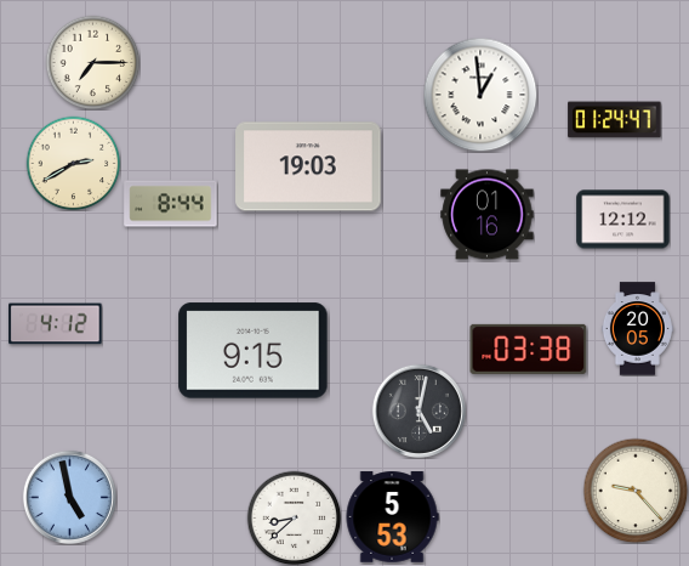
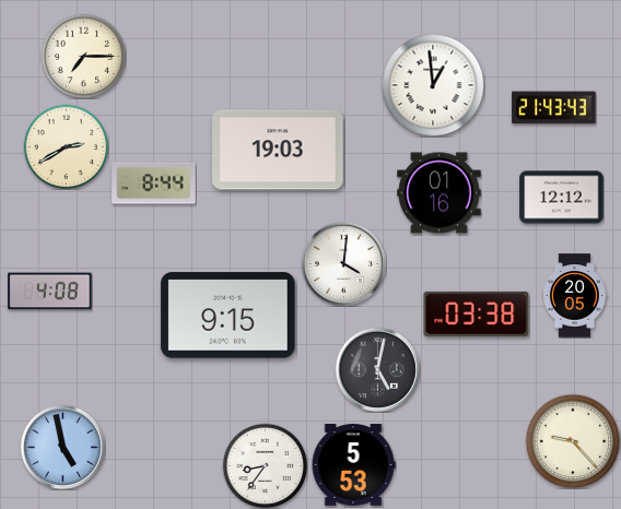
clock at (615, 120): 01:24 -> 21:43
clock at (343, 263): none -> 4:01
clock at (56, 324): 4:12 -> 4:08
clock at (294, 517): 8:38 -> 8:36
